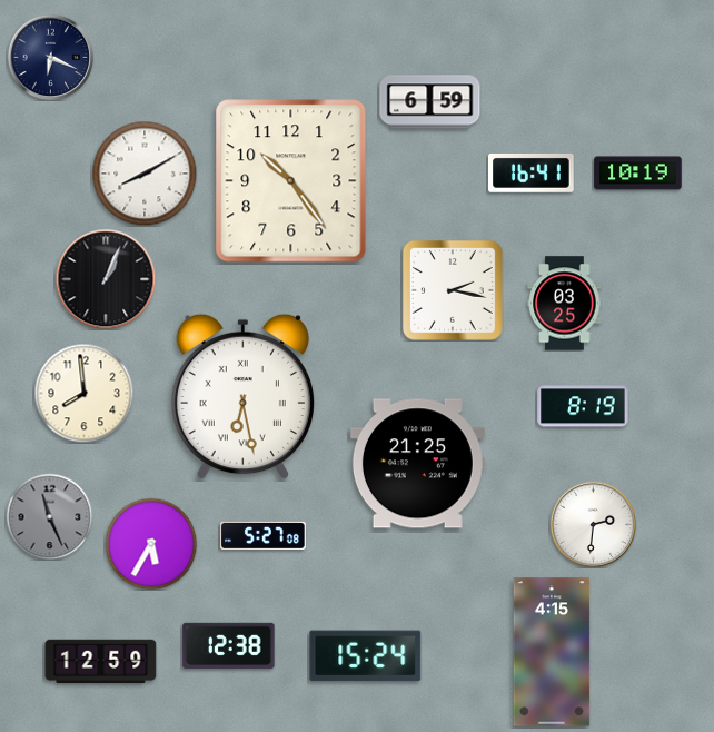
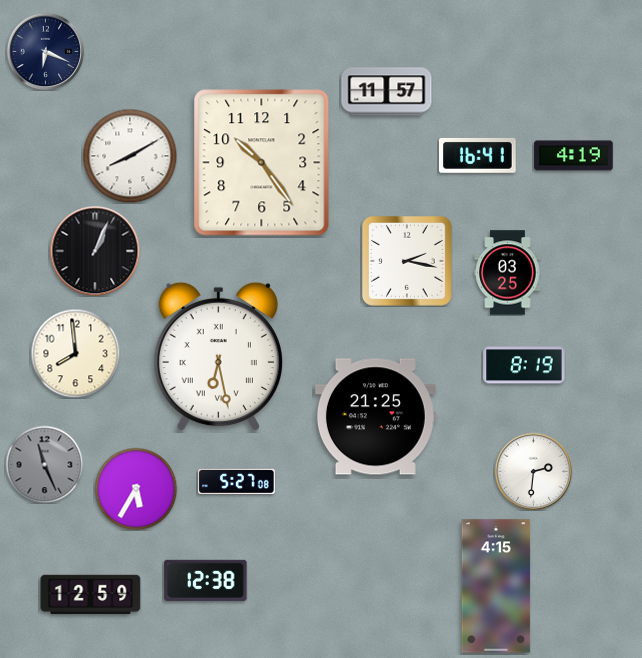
clock at (430, 102): 6:59 -> 11:57
clock at (638, 174): 10:19 -> 4:19
clock at (366, 656): 15:24 -> none
